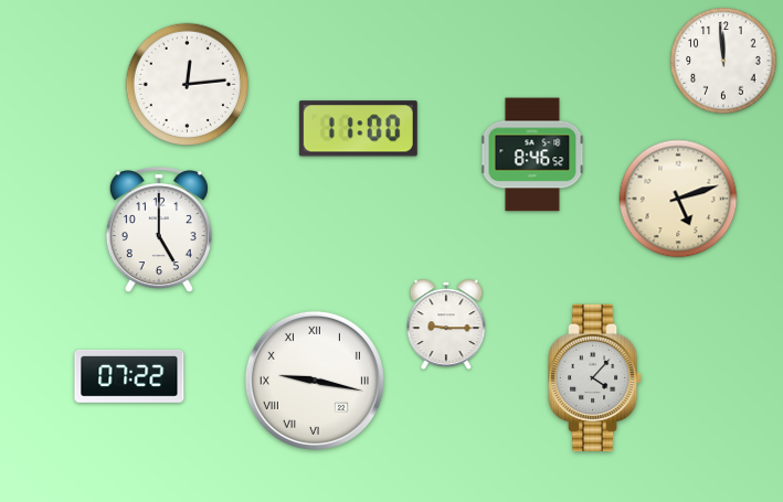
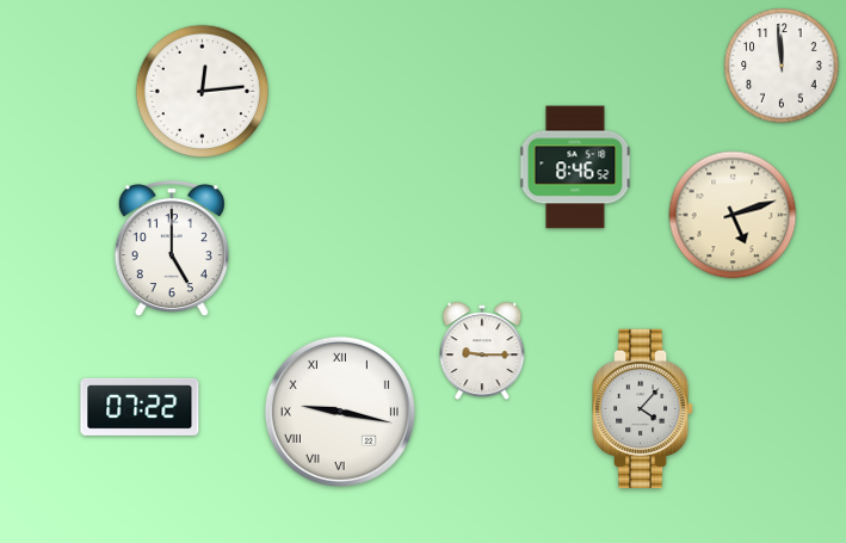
clock at (358, 129): 11:00 -> none
